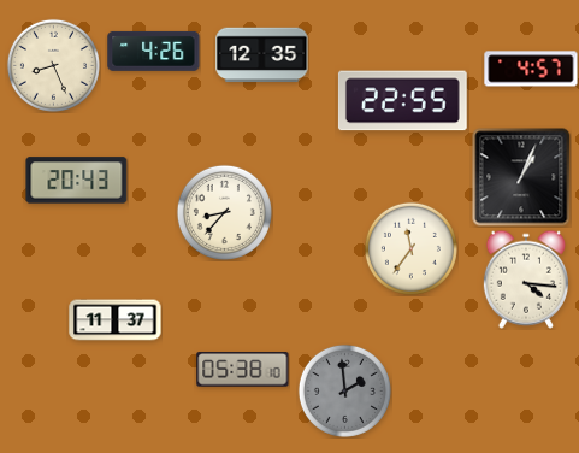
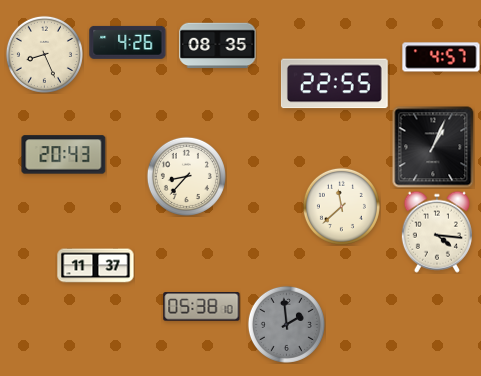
clock at (262, 55): 12:35 -> 08:35
clock at (77, 181) position: (77, 181) -> (64, 155)
clock at (410, 248): 11:36 -> 11:38
